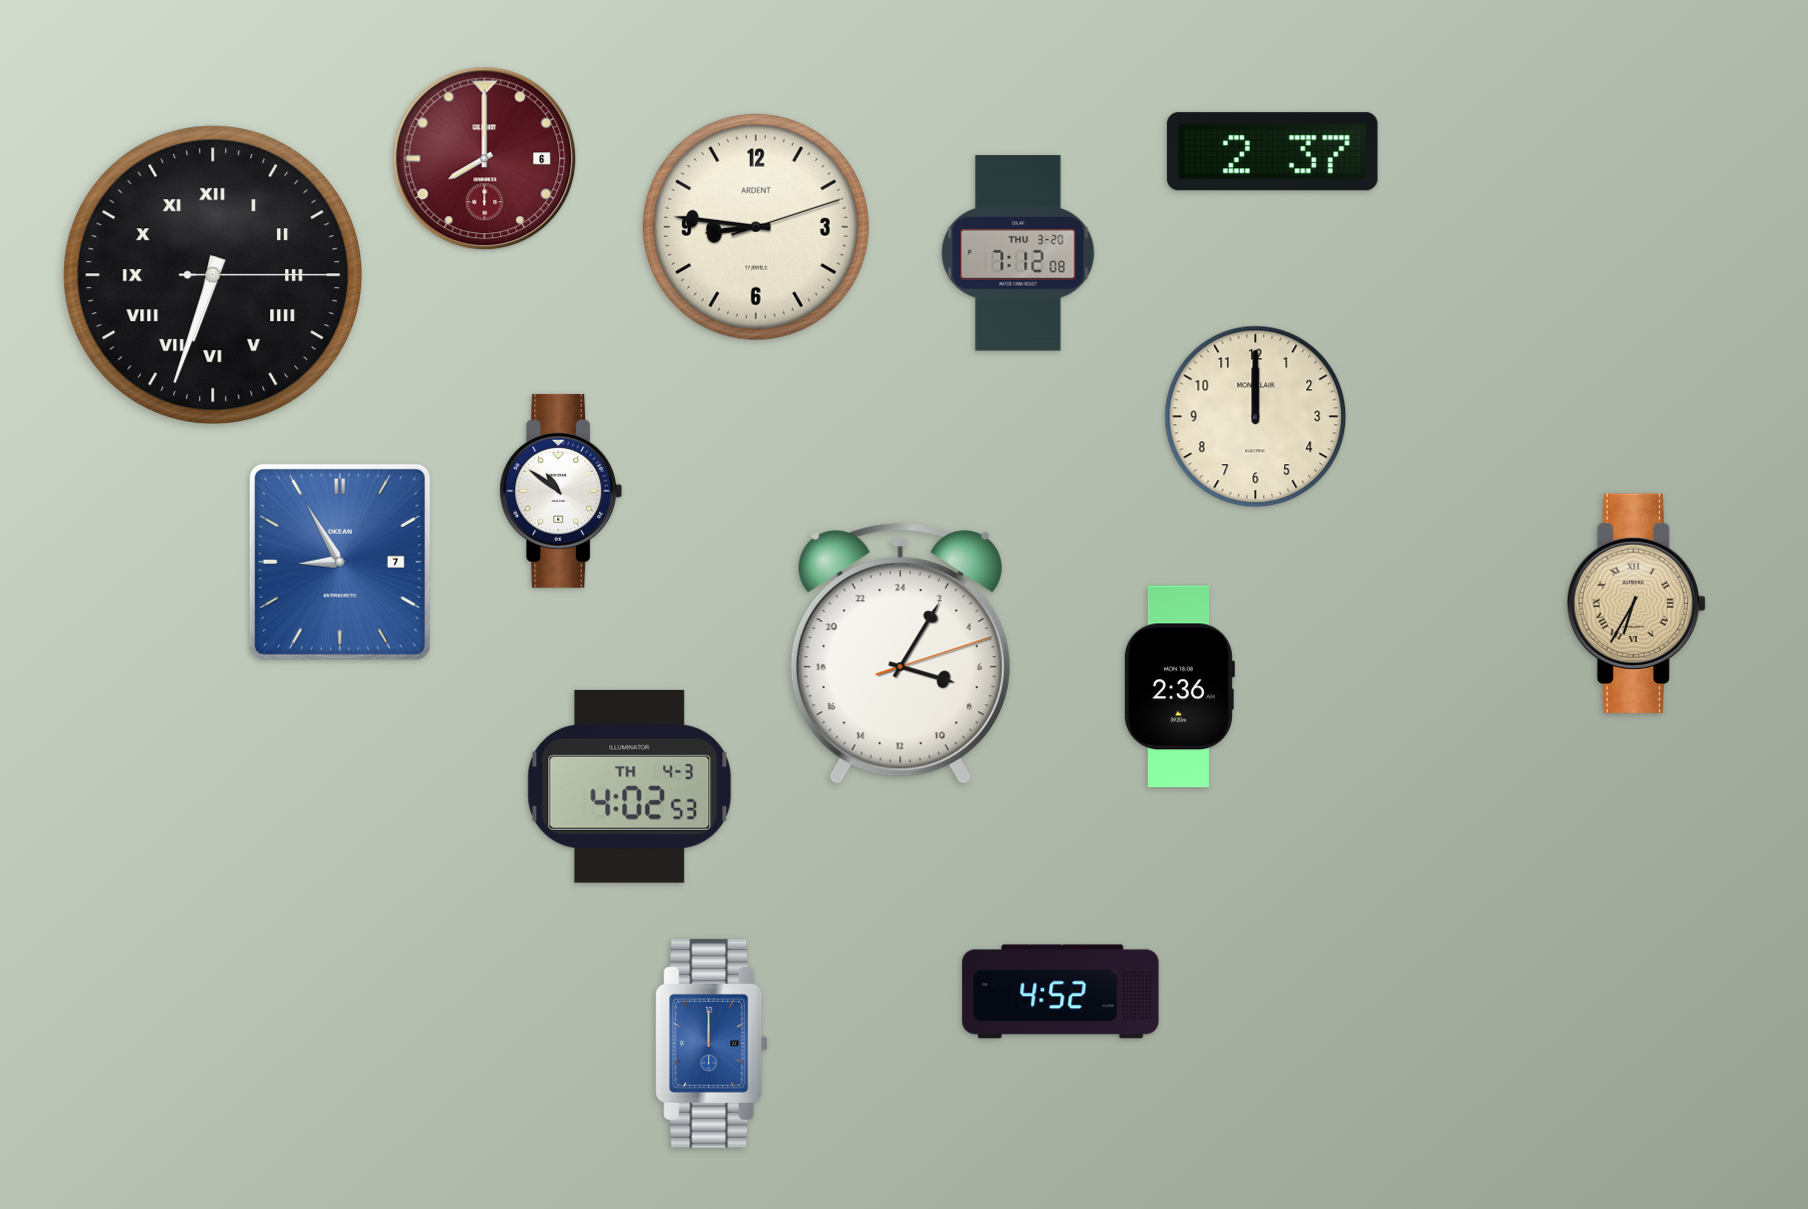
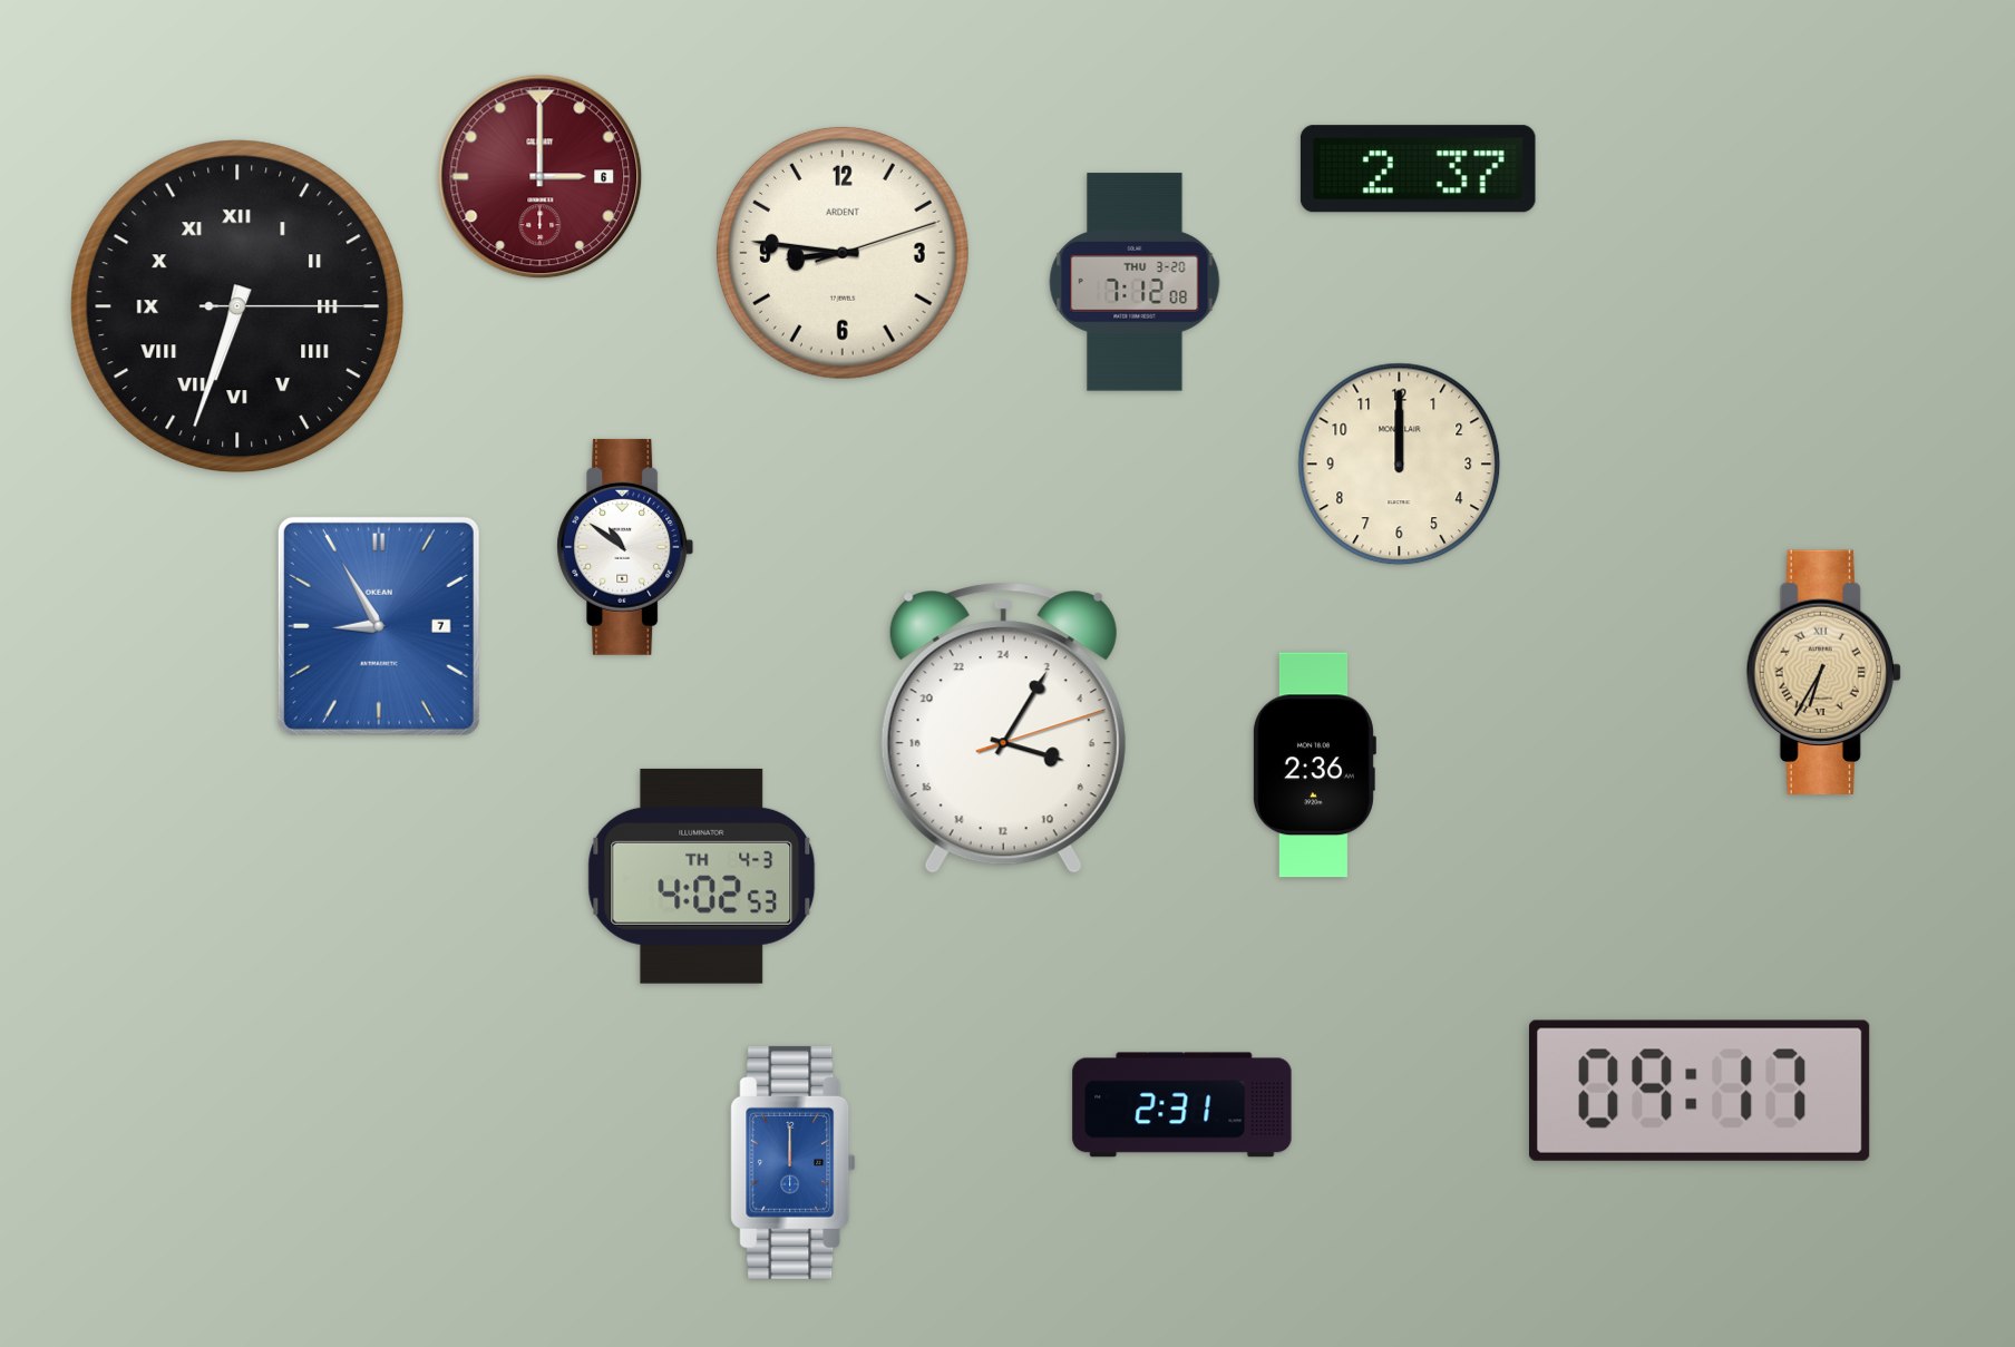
clock at (485, 159): 8:00 -> 3:00
clock at (1701, 1091): none -> 09:17
clock at (1061, 992): 4:52 -> 2:31
